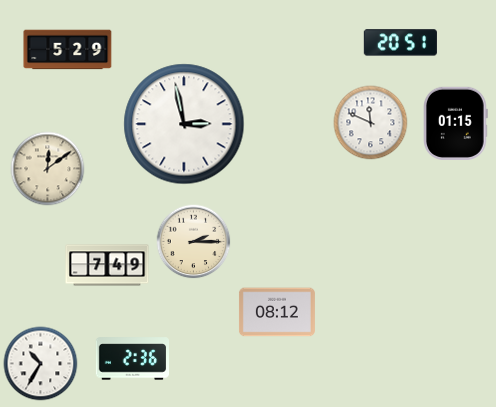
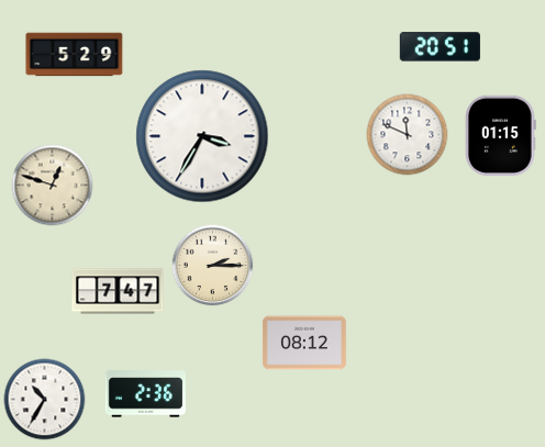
clock at (184, 124): 2:58 -> 3:35
clock at (48, 169): 12:09 -> 12:48
clock at (107, 265): 7:49 -> 7:47
